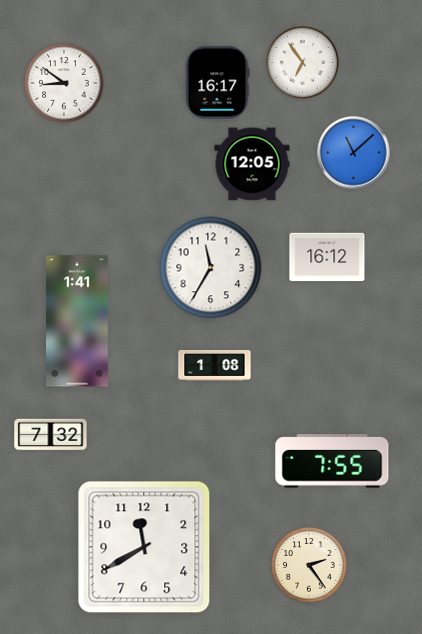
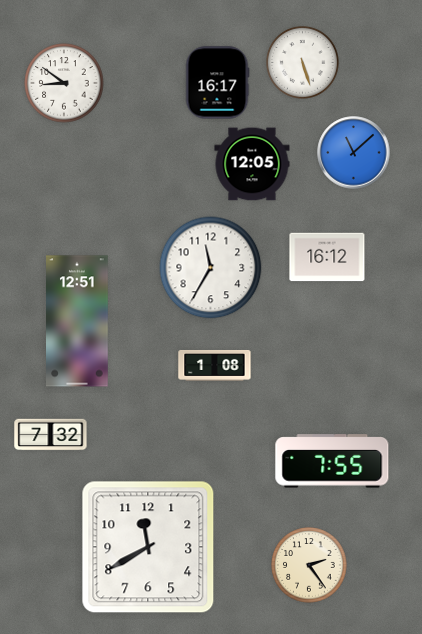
clock at (303, 63): 6:54 -> 5:27
clock at (78, 321): 1:41 -> 12:51
clock at (144, 547) position: (144, 547) -> (148, 547)
